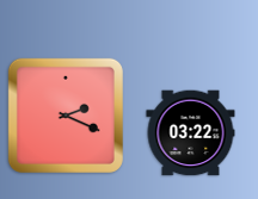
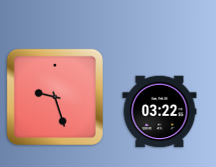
clock at (66, 116): 2:19 -> 9:27
